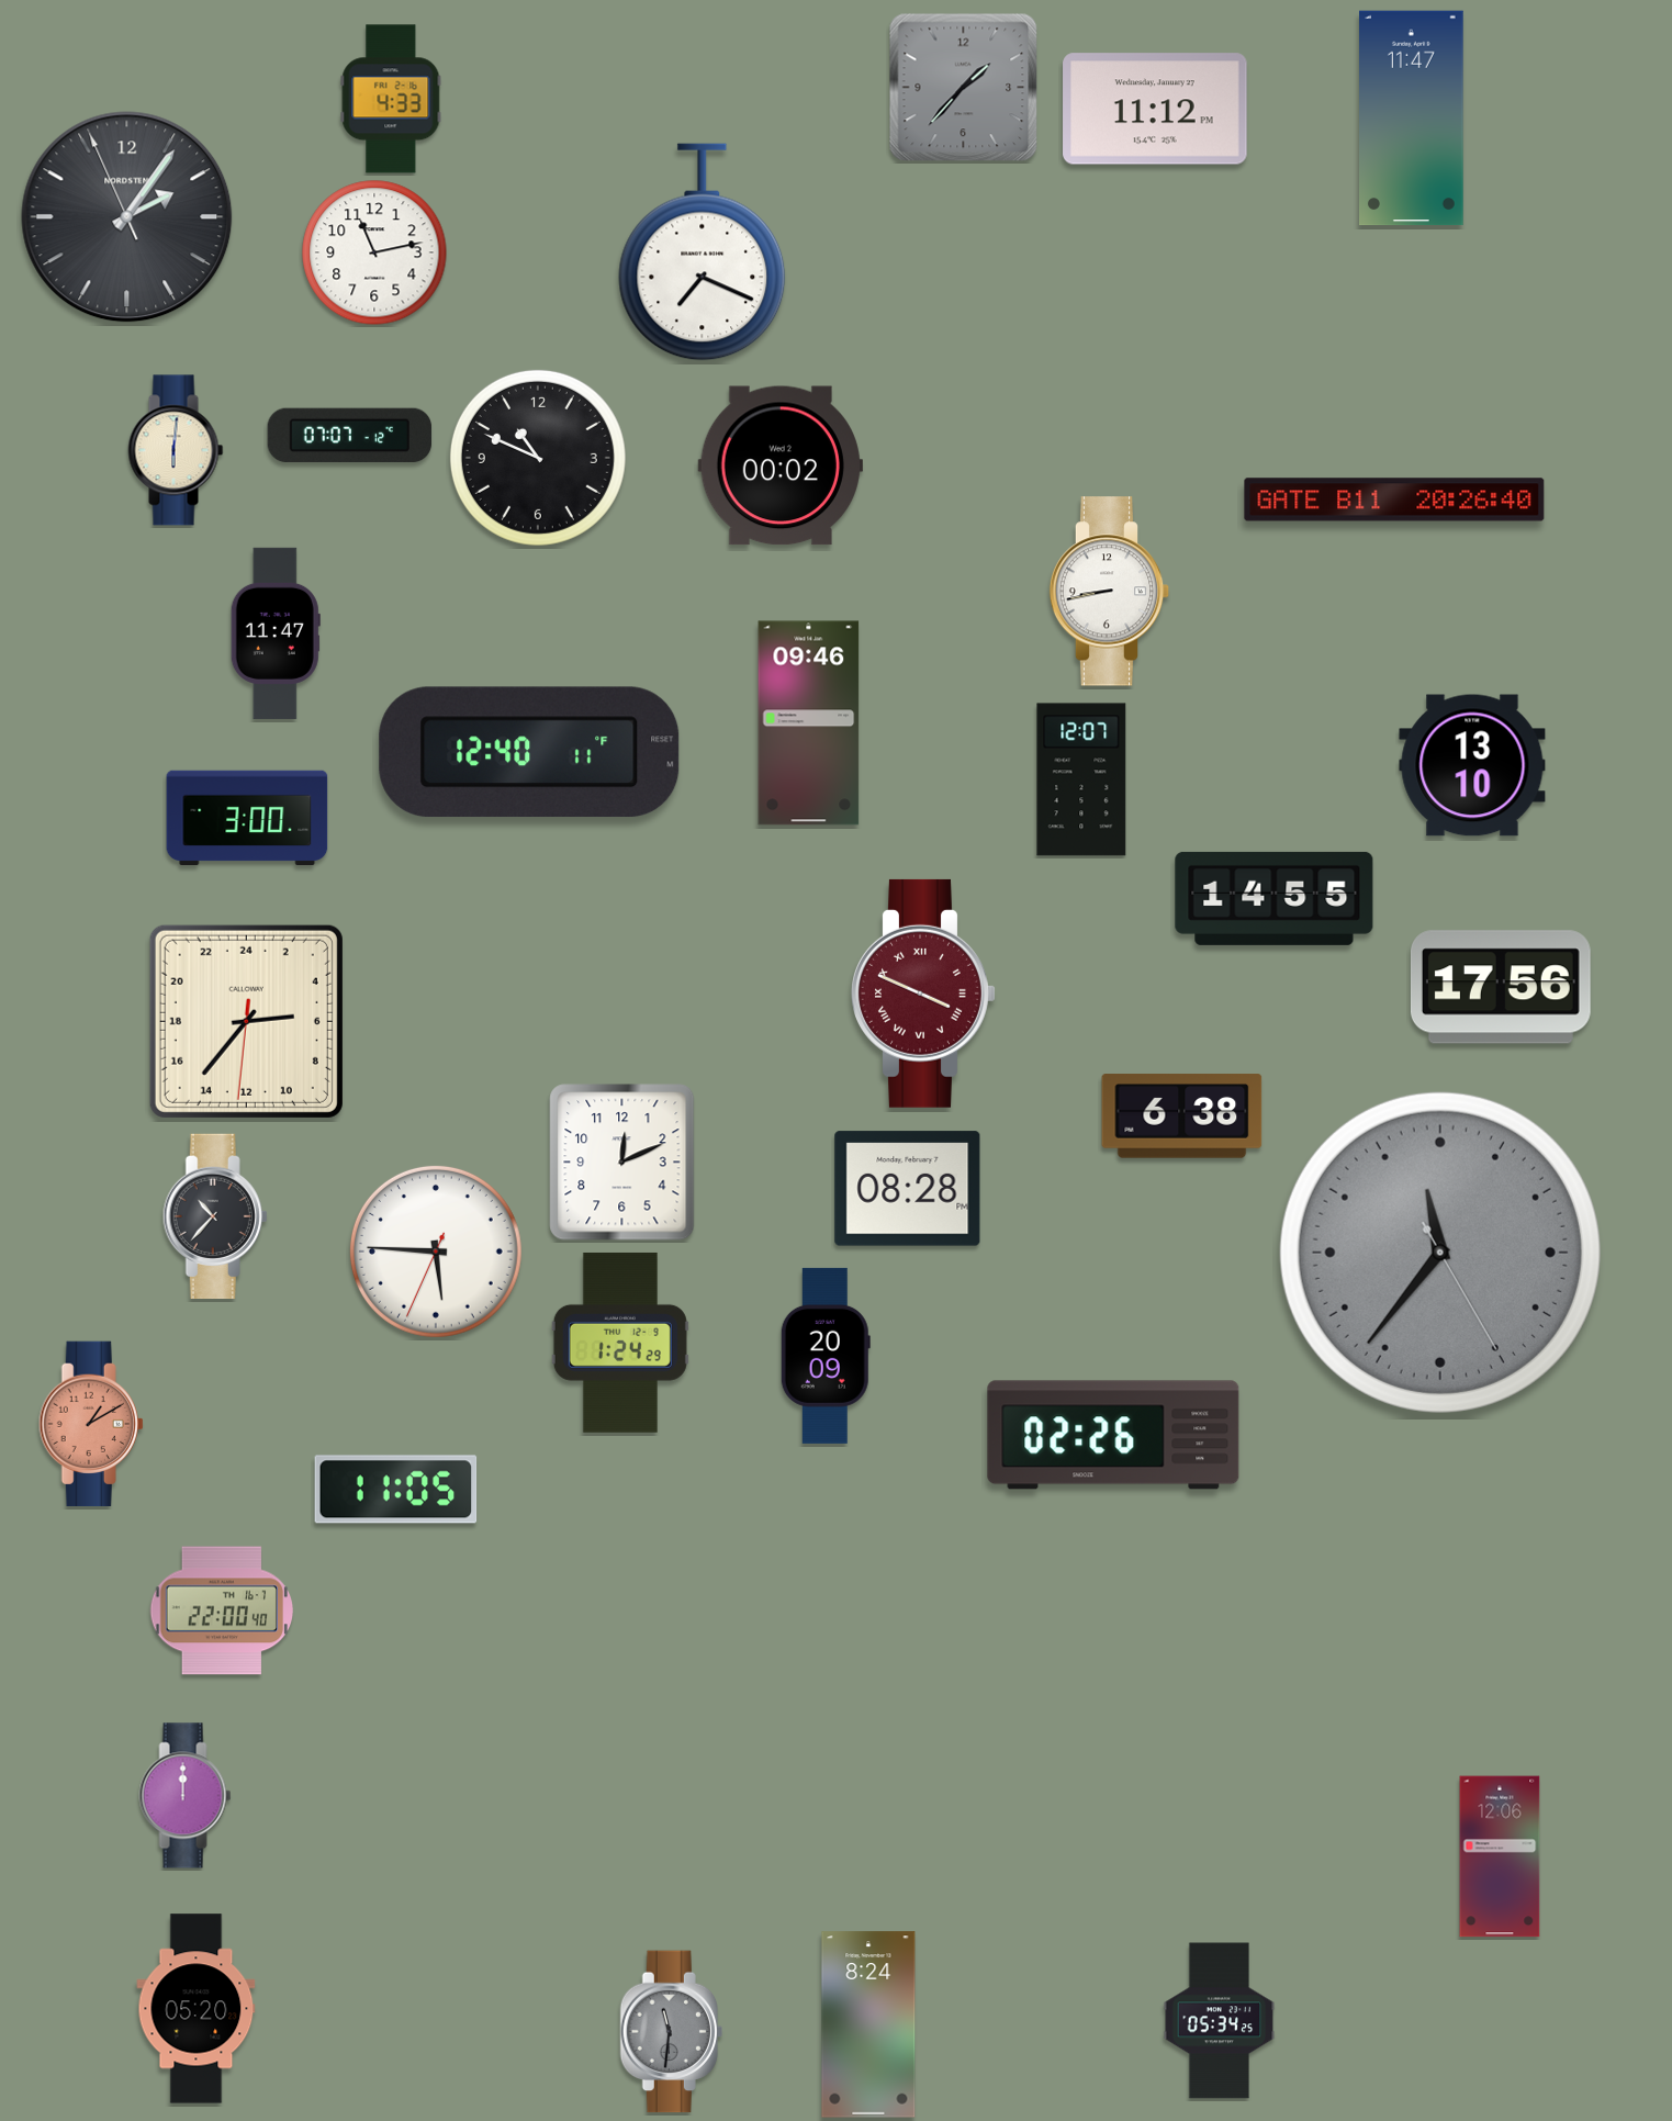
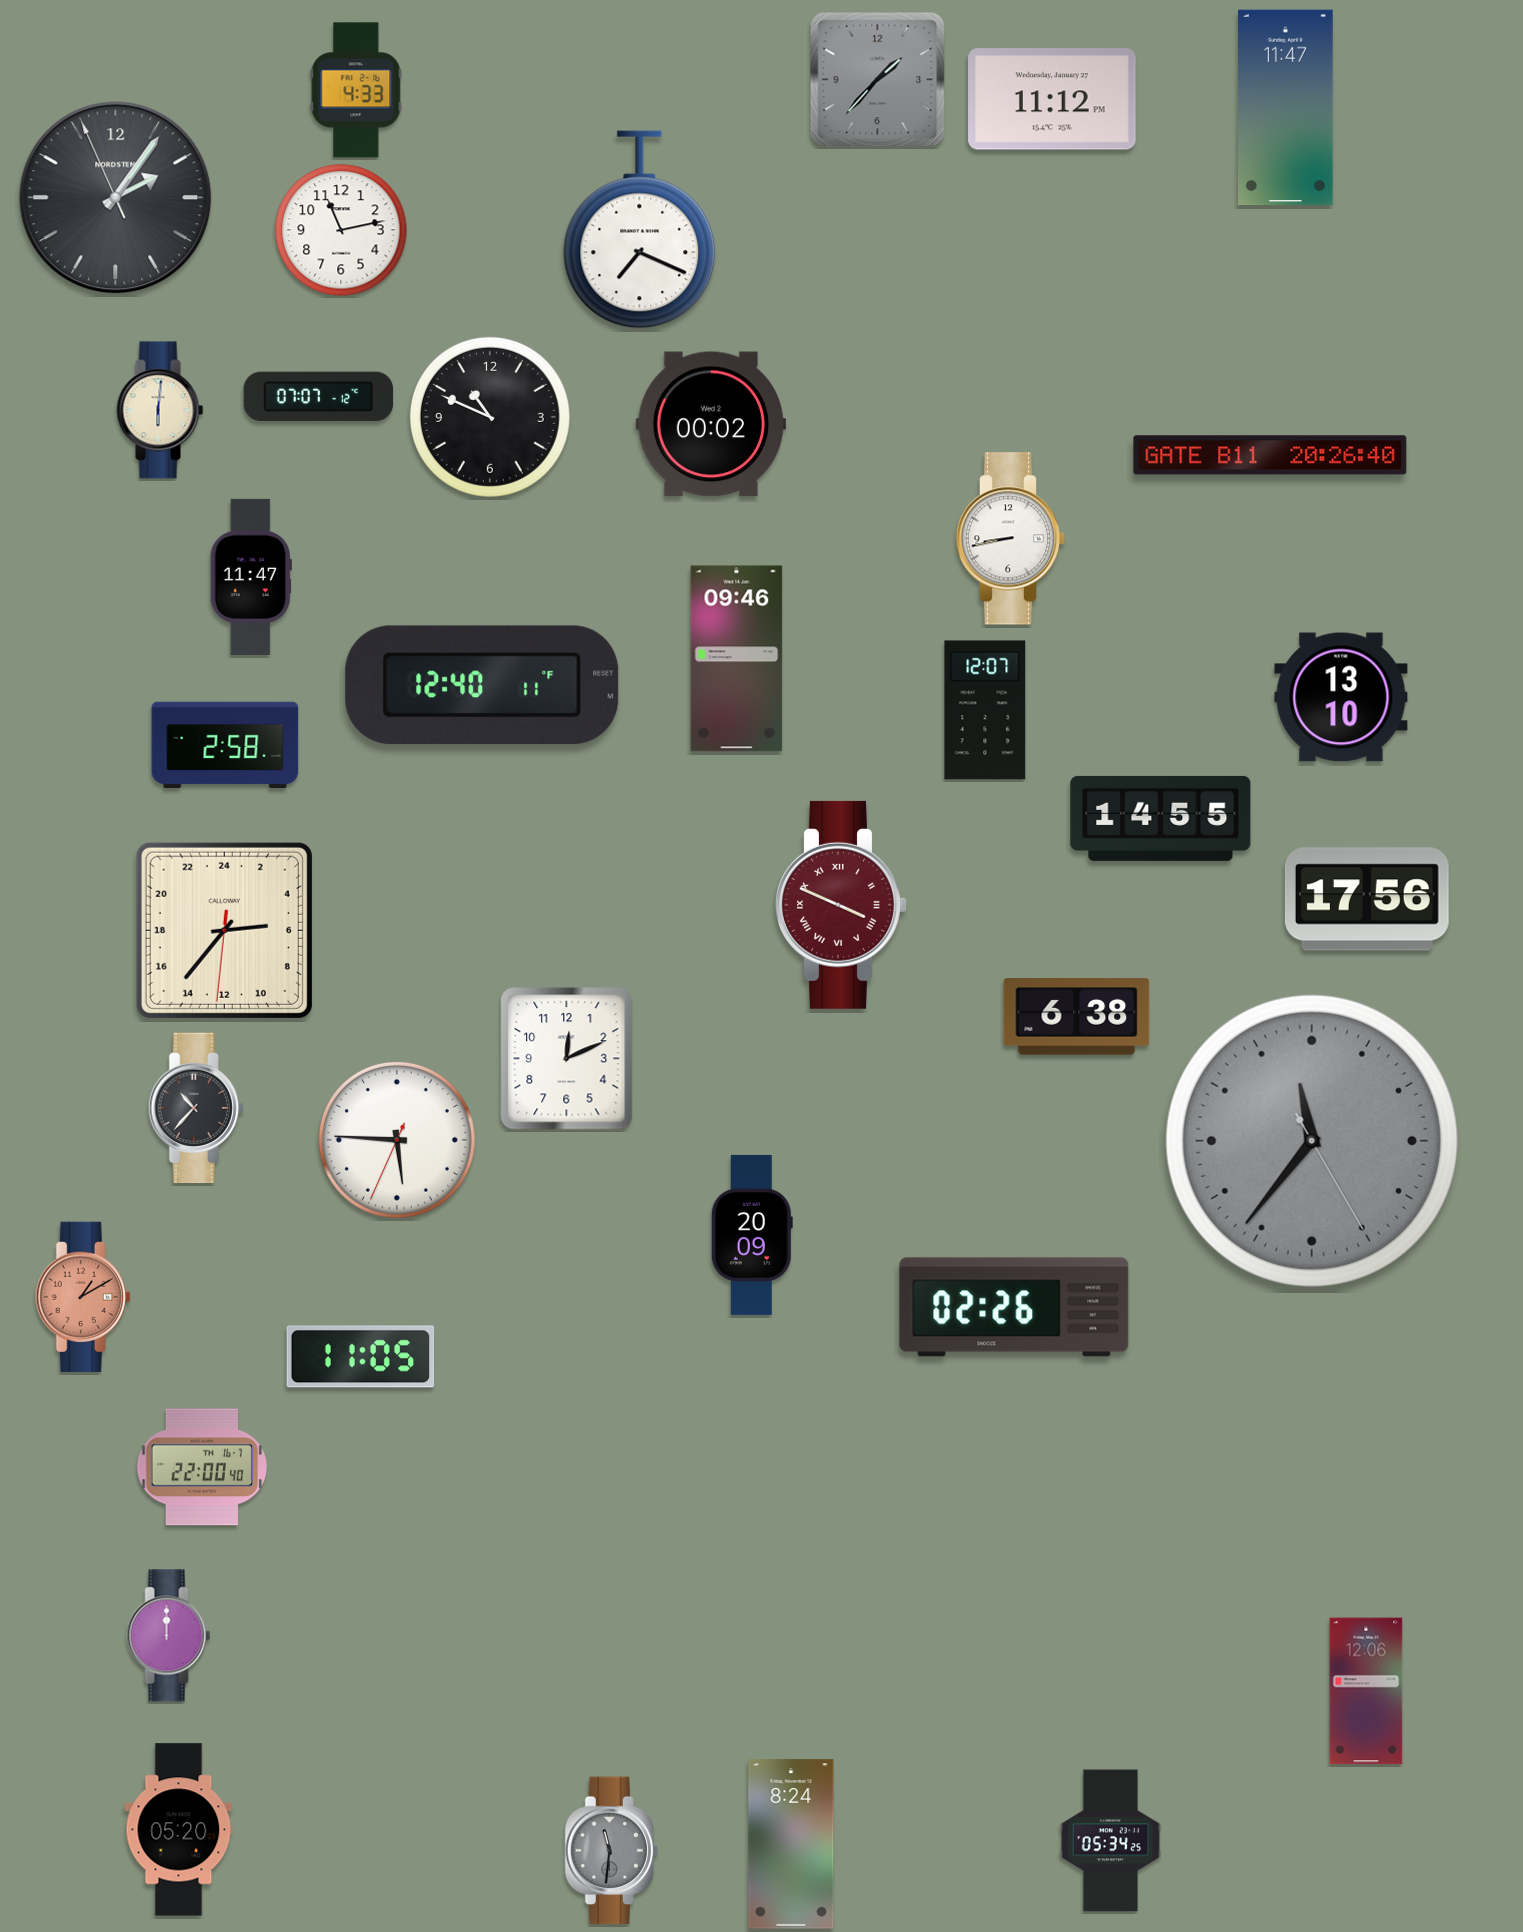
clock at (247, 818): 3:00 -> 2:58
clock at (908, 1189): 08:28 -> none
clock at (620, 1343): 1:24 -> none
